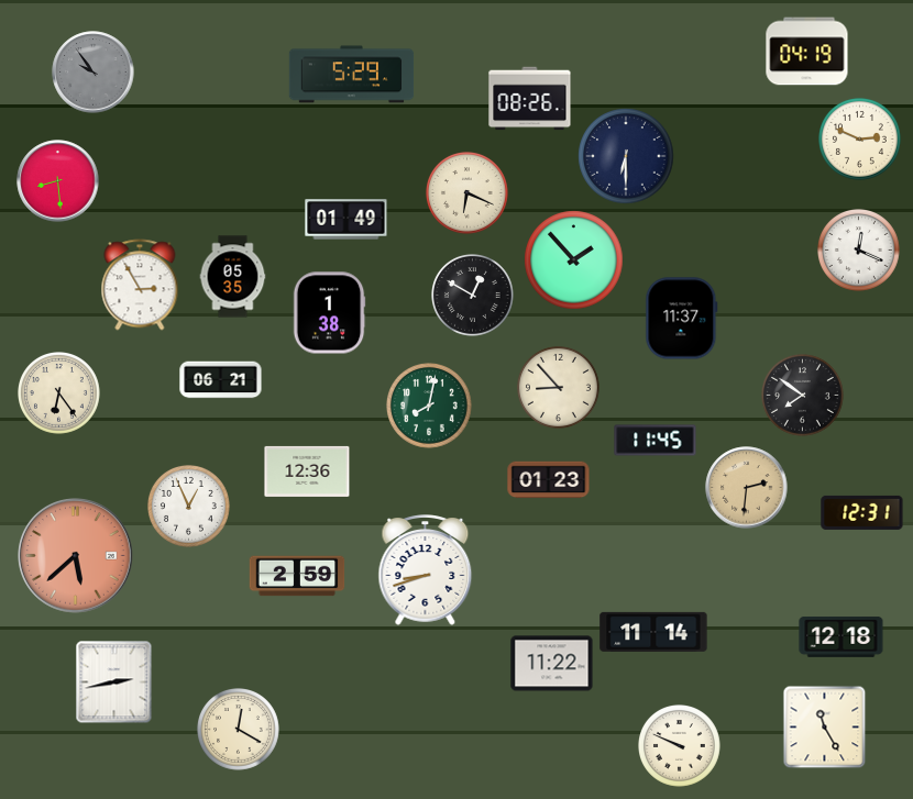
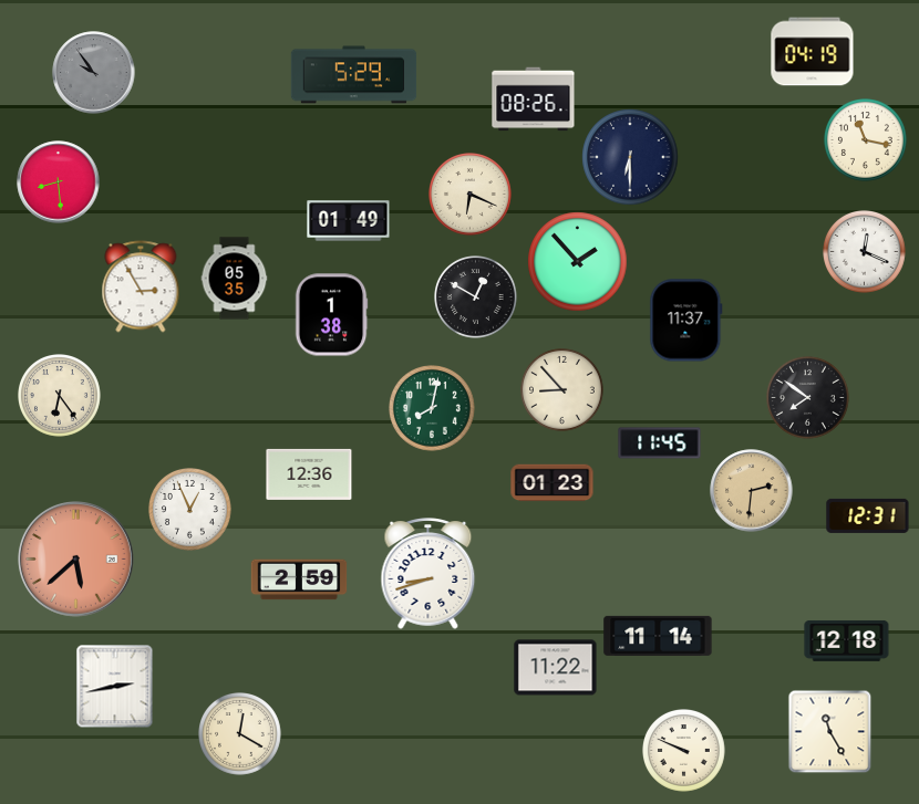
clock at (860, 140): 2:49 -> 11:17
clock at (221, 380): 06:21 -> none
